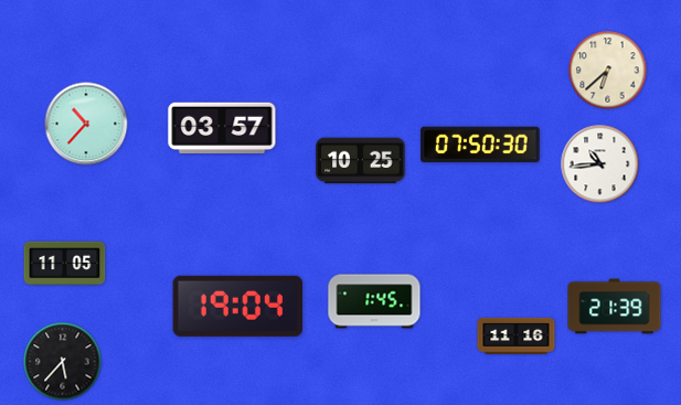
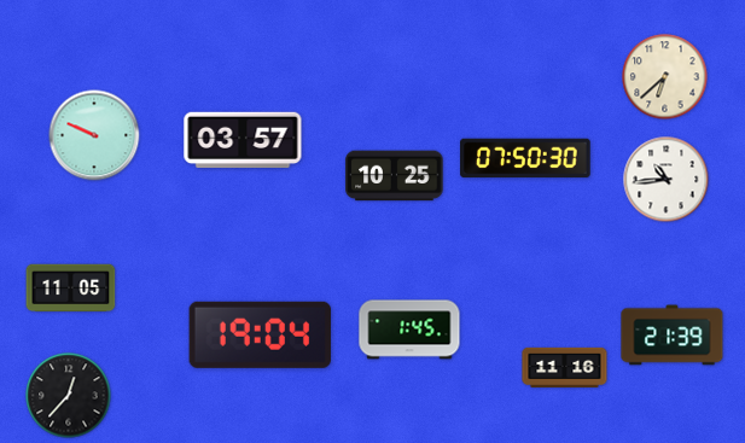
clock at (86, 124): 10:37 -> 9:49
clock at (600, 164) position: (600, 164) -> (667, 180)
clock at (63, 362): 5:37 -> 12:37
